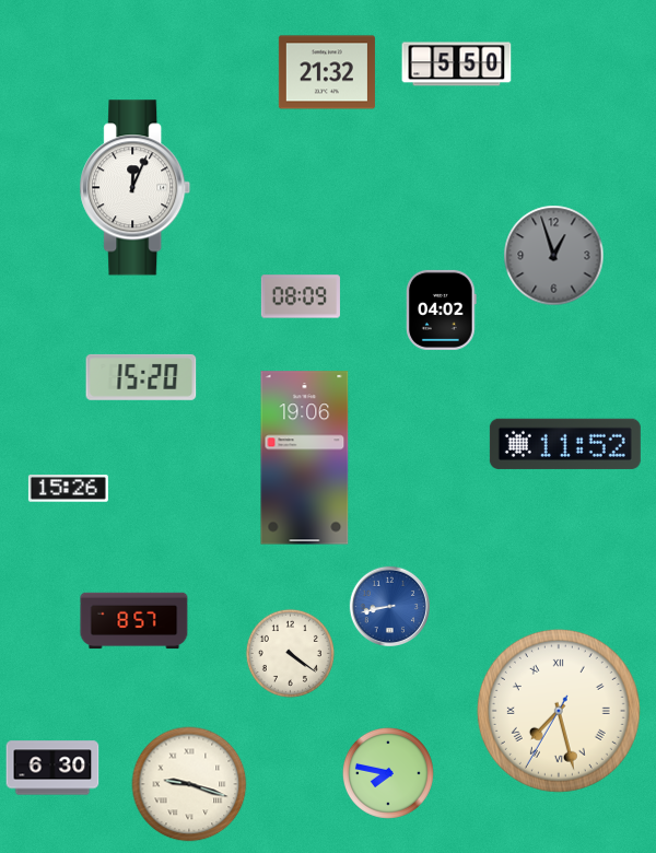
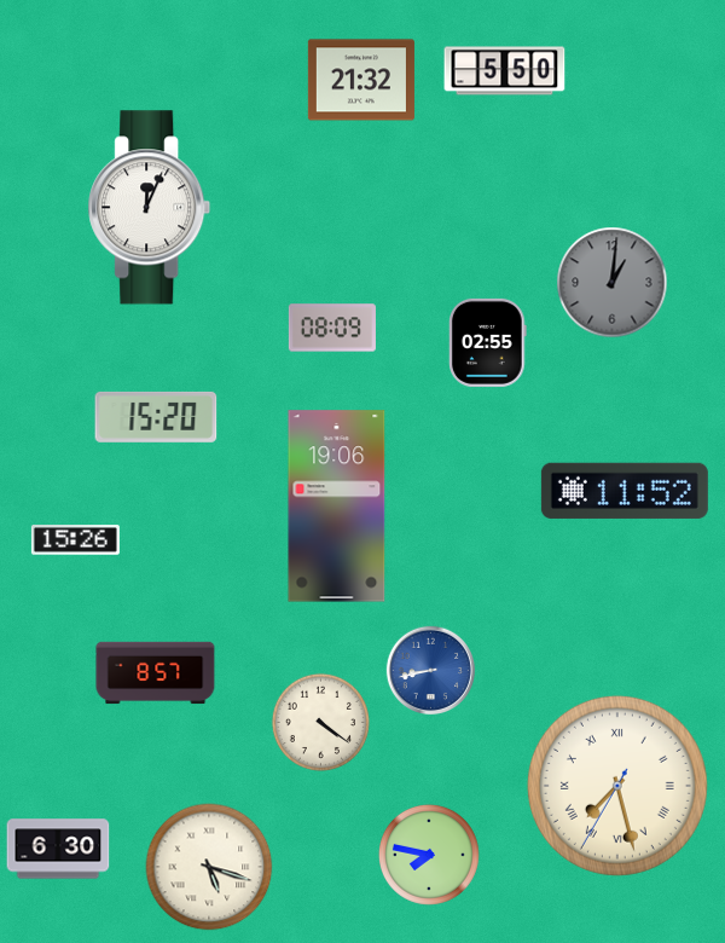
clock at (554, 256): 12:57 -> 1:01
clock at (442, 309): 04:02 -> 02:55
clock at (134, 621) position: (134, 621) -> (156, 673)
clock at (189, 784): 9:18 -> 5:18
